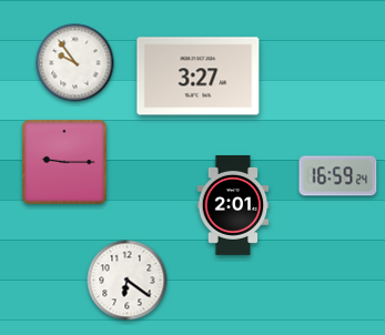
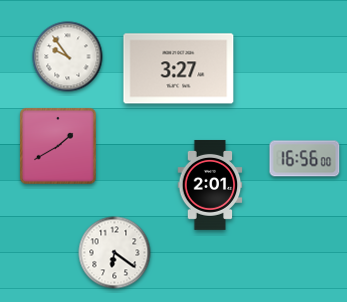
clock at (65, 163): 9:15 -> 1:40
clock at (338, 176): 16:59 -> 16:56
